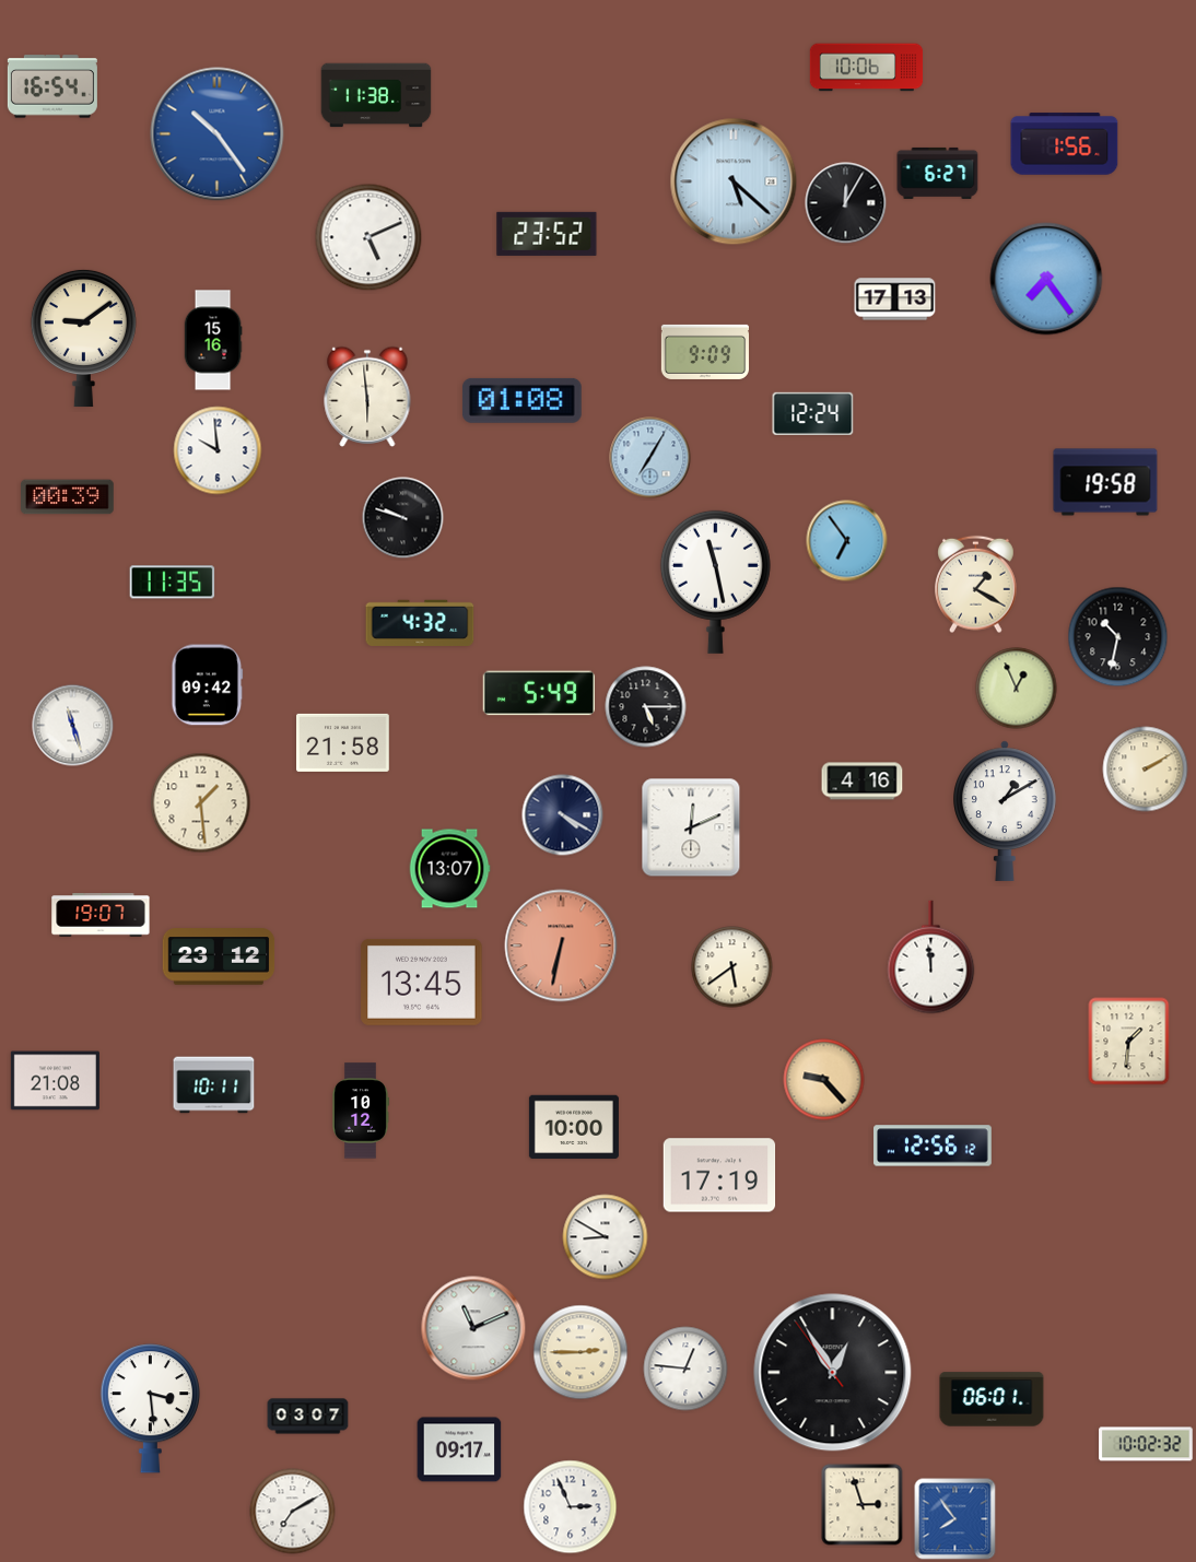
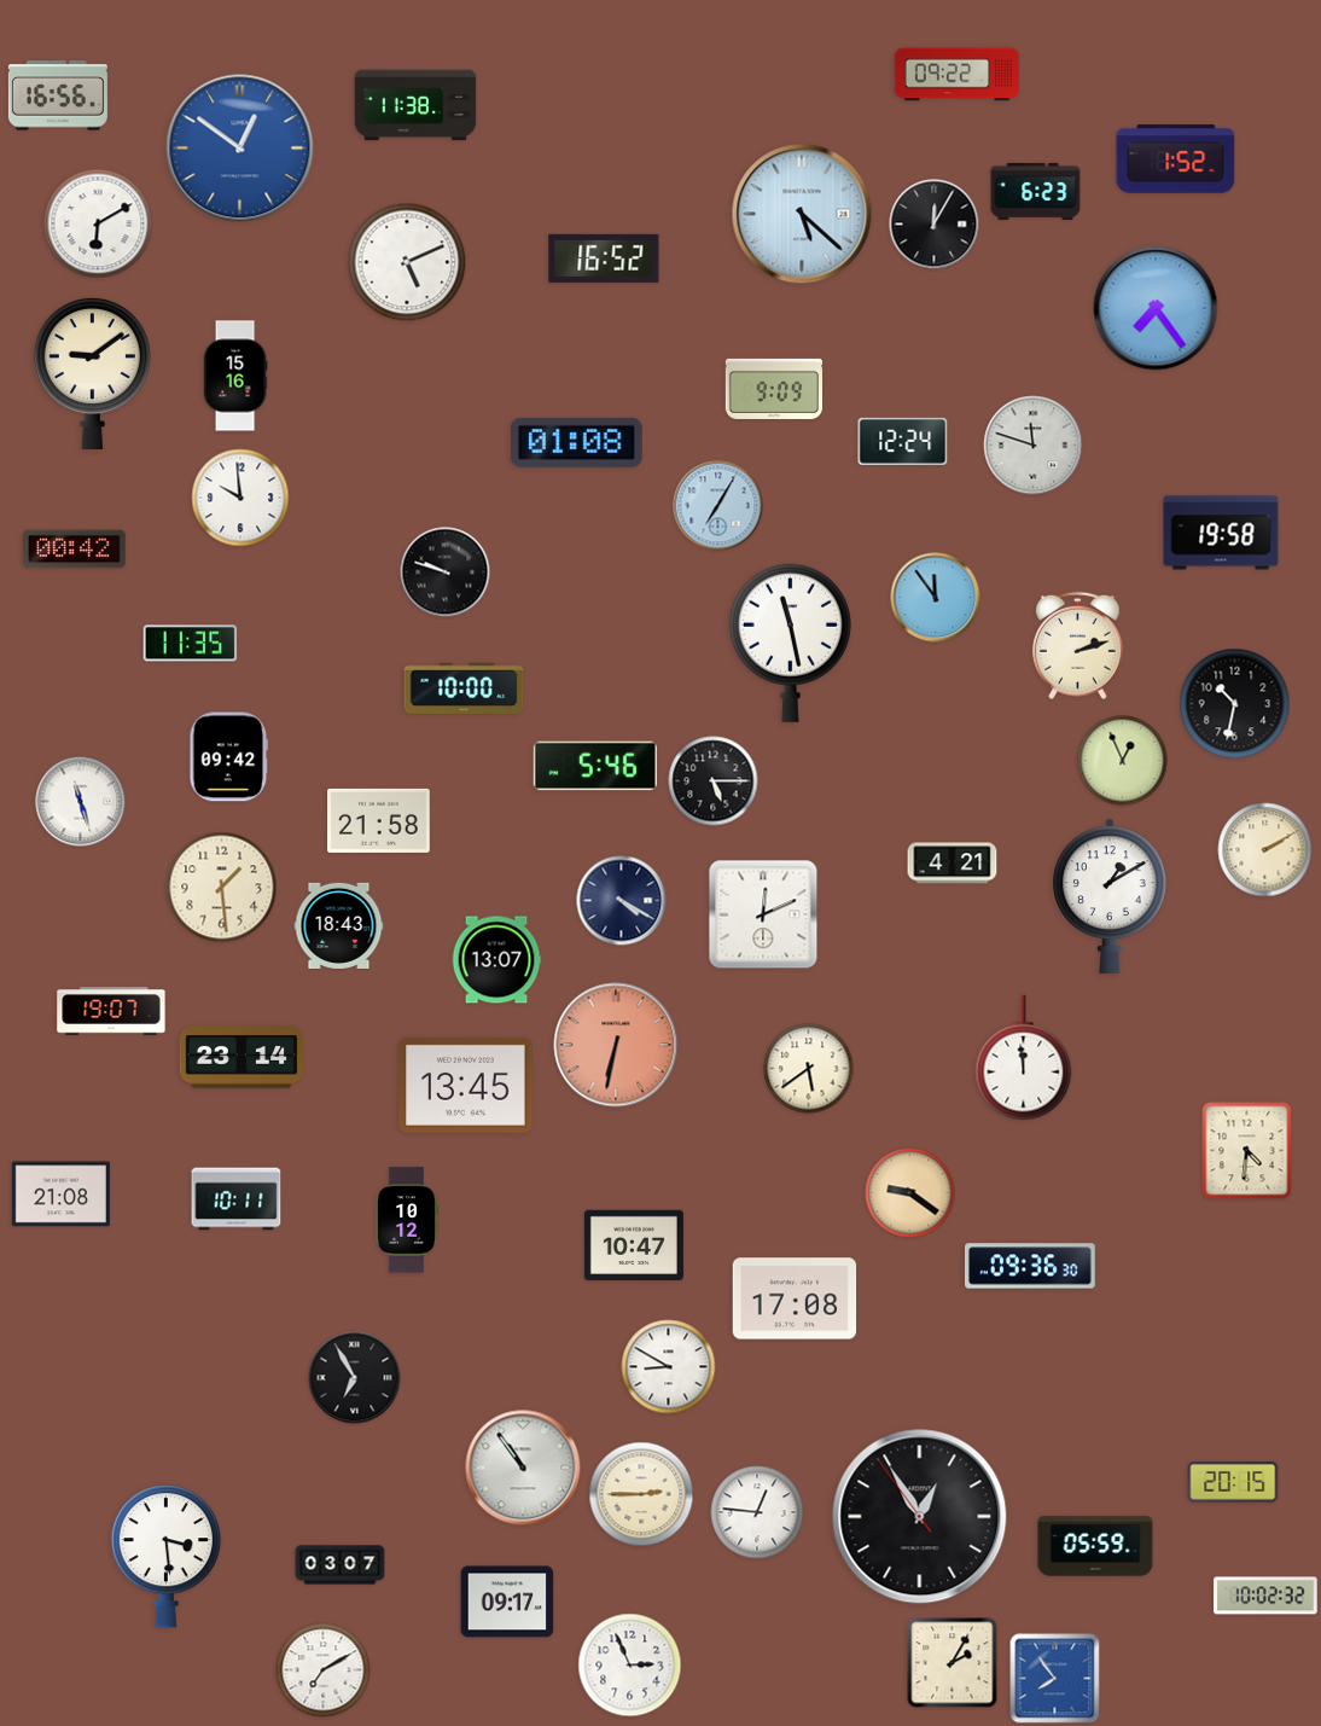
clock at (867, 68): 10:06 -> 09:22
clock at (52, 86): 16:54 -> 16:56
clock at (218, 134): 10:24 -> 12:51
clock at (1065, 144): 1:56 -> 1:52
clock at (938, 173): 6:27 -> 6:23
clock at (734, 181) position: (734, 181) -> (802, 214)
clock at (98, 223): none -> 6:10
clock at (547, 234): 23:52 -> 16:52
clock at (895, 300): 17:13 -> none
clock at (704, 352) position: (704, 352) -> (773, 389)
clock at (367, 397): 5:59 -> none
clock at (1034, 446): none -> 11:48
clock at (813, 413) position: (813, 413) -> (903, 441)
clock at (68, 497): 00:39 -> 00:42
clock at (847, 541): 6:54 -> 11:54
clock at (976, 585): 1:20 -> 2:12
clock at (420, 623): 4:32 -> 10:00
clock at (539, 693): 5:49 -> 5:46
clock at (863, 782): 4:16 -> 4:21
clock at (339, 925): none -> 18:43
clock at (561, 946) position: (561, 946) -> (616, 1045)
clock at (219, 956): 23:12 -> 23:14
clock at (931, 958) position: (931, 958) -> (1024, 1058)
clock at (1129, 1042): 1:31 -> 4:31
clock at (824, 1080): 9:23 -> 9:21
clock at (361, 1111) position: (361, 1111) -> (407, 1220)
clock at (574, 1127): 10:00 -> 10:47
clock at (934, 1146): 12:56 -> 09:36
clock at (719, 1175): 17:19 -> 17:08
clock at (355, 1378): none -> 6:55
clock at (473, 1328): 11:11 -> 10:54
clock at (1233, 1483): none -> 20:15
clock at (992, 1399): 06:01 -> 05:59
clock at (863, 1505): 2:57 -> 2:05
